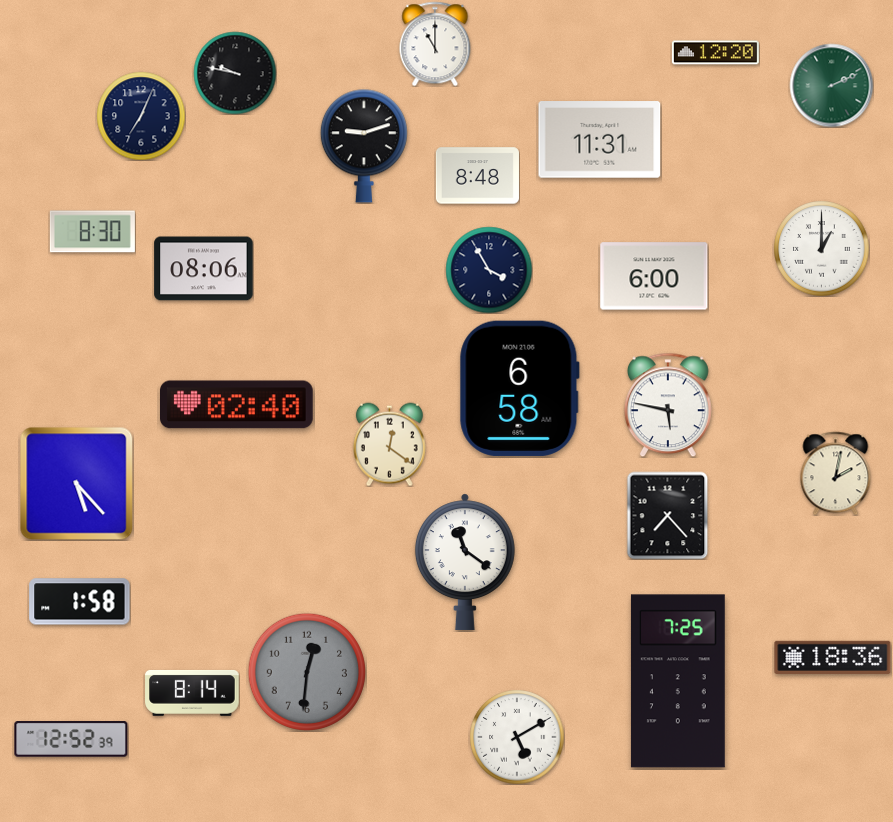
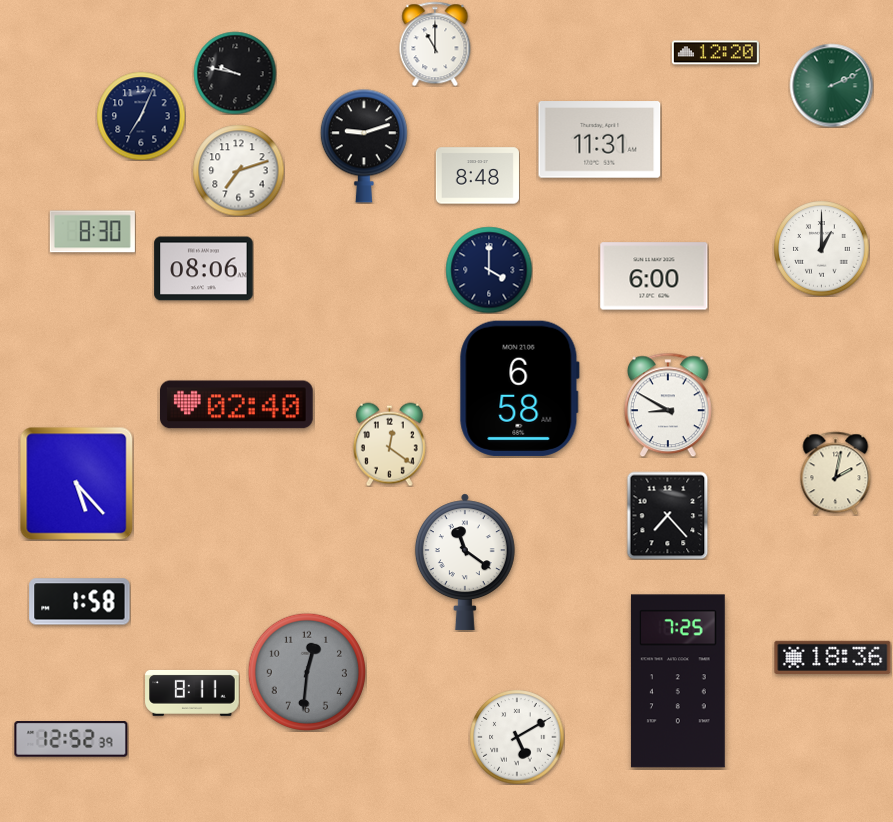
clock at (238, 170): none -> 7:12
clock at (489, 270): 3:55 -> 4:00
clock at (668, 405): 5:47 -> 8:50
clock at (192, 693): 8:14 -> 8:11
